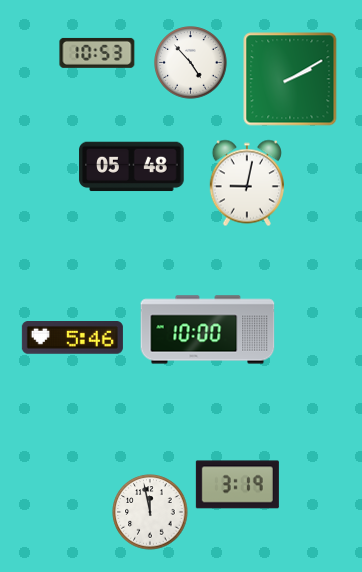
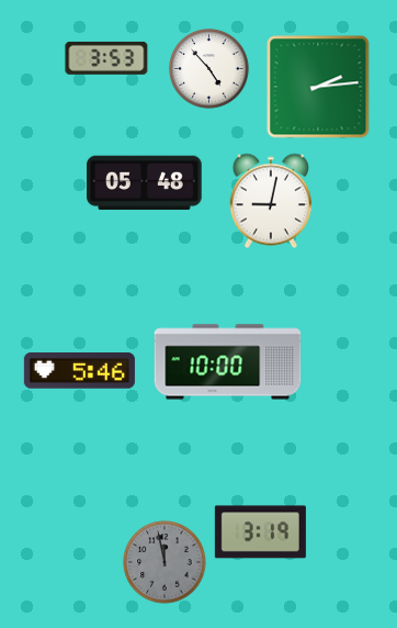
clock at (97, 53): 10:53 -> 3:53
clock at (290, 79): 2:10 -> 2:14
clock at (150, 512) dial: white -> grey
